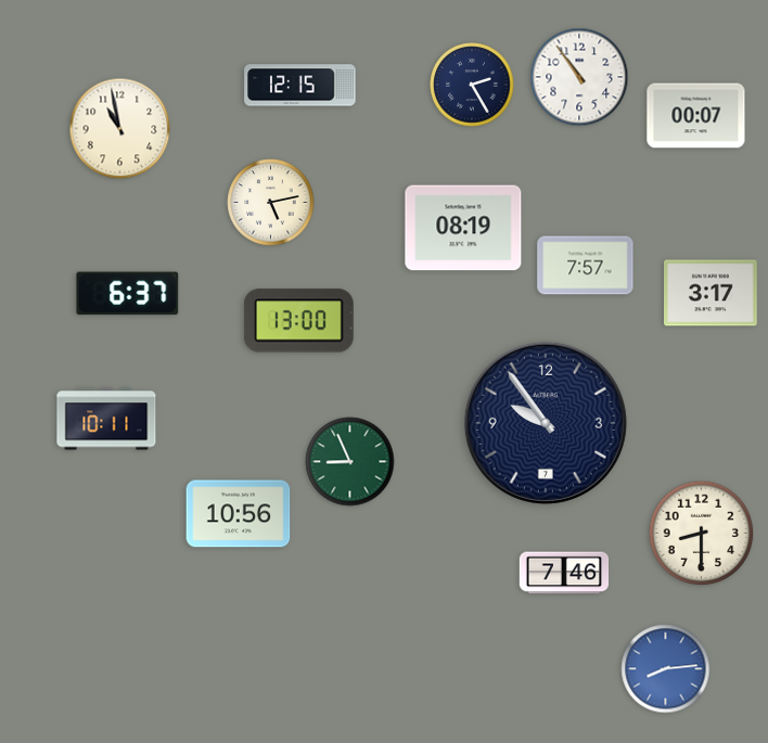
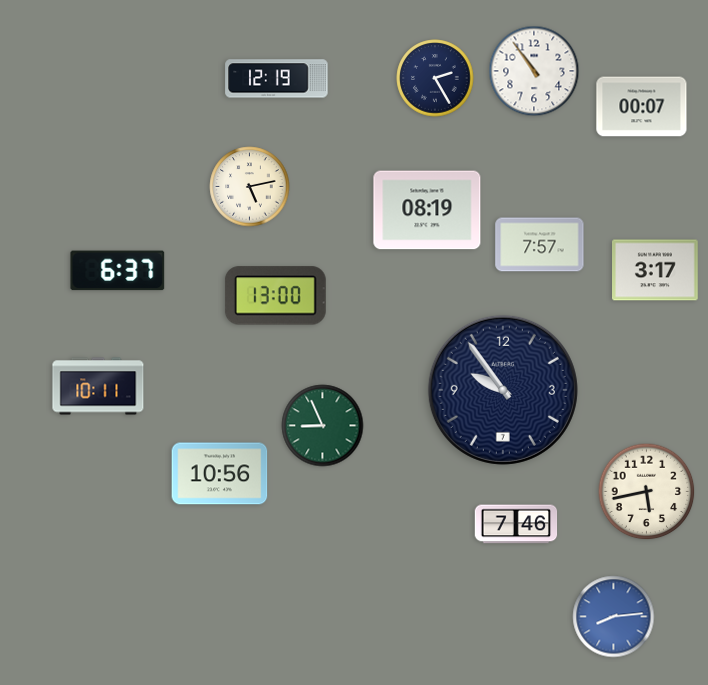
clock at (300, 86): 12:15 -> 12:19
clock at (120, 129): 10:58 -> none
clock at (702, 534): 8:30 -> 5:43
clock at (564, 573) position: (564, 573) -> (516, 524)
